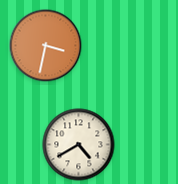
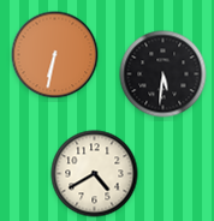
clock at (46, 46): 3:32 -> 6:32
clock at (164, 74): none -> 5:31
